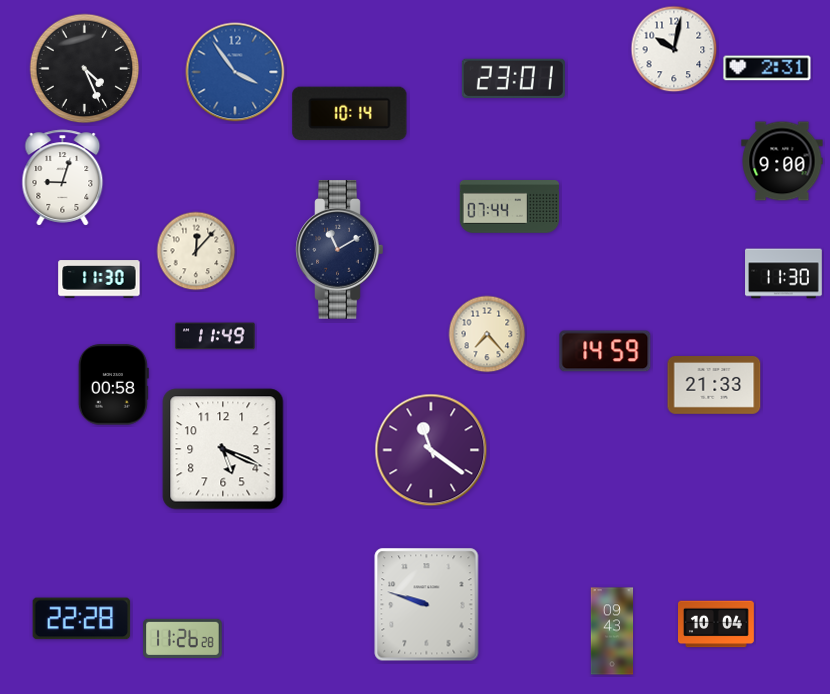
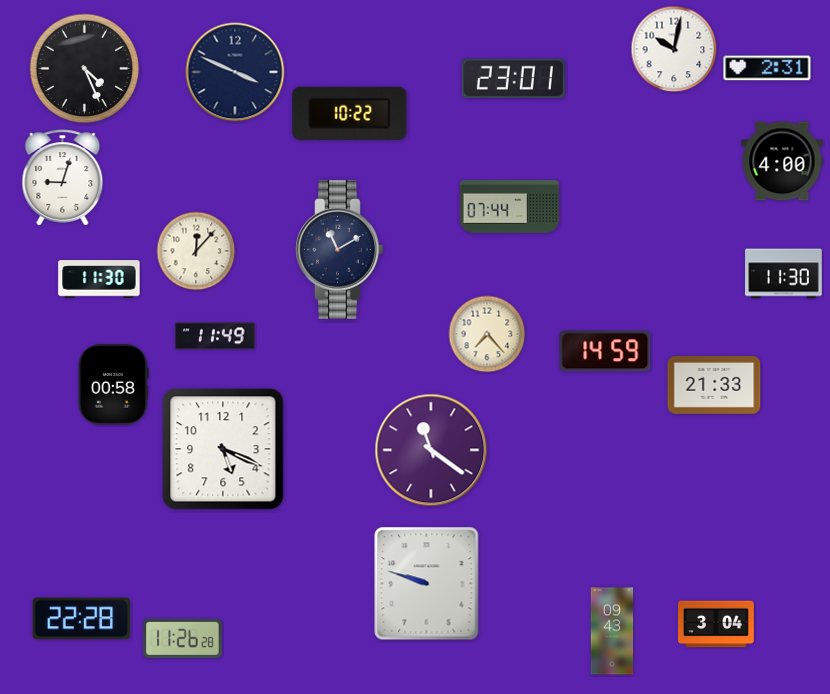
clock at (235, 72): 3:54 -> 3:49
clock at (235, 72) dial: blue -> navy
clock at (350, 114): 10:14 -> 10:22
clock at (782, 161): 9:00 -> 4:00
clock at (427, 605) position: (427, 605) -> (427, 584)
clock at (717, 624): 10:04 -> 3:04
